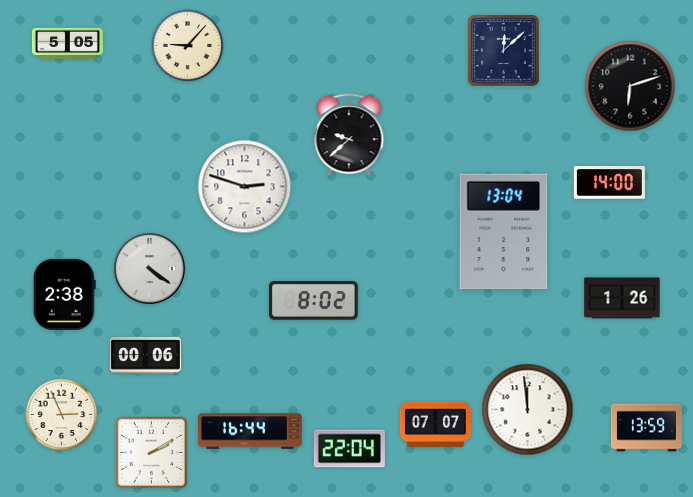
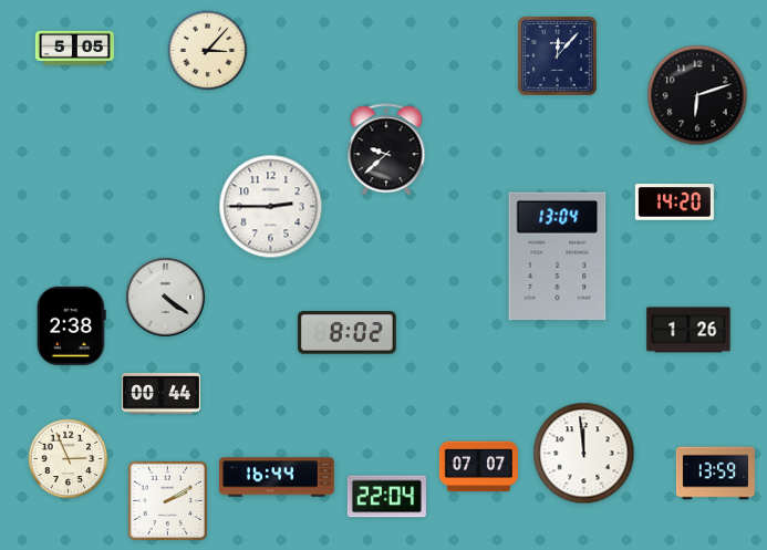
clock at (188, 46): 9:07 -> 3:07
clock at (504, 51): 12:08 -> 12:07
clock at (609, 183): 14:00 -> 14:20
clock at (245, 187): 2:48 -> 2:45
clock at (145, 355): 00:06 -> 00:44
clock at (435, 425) position: (435, 425) -> (478, 467)
